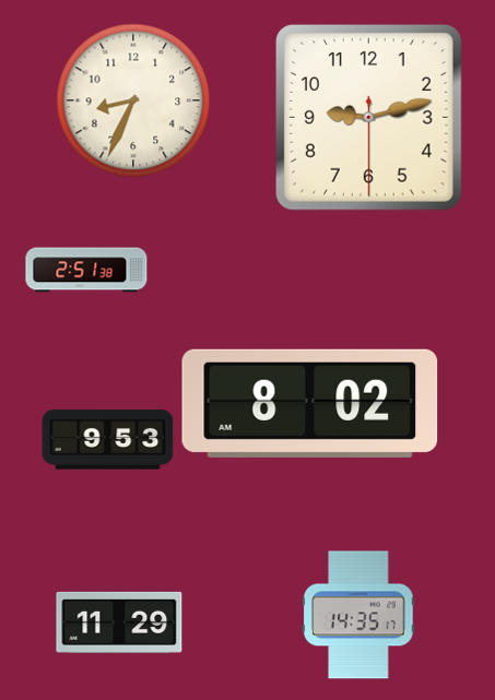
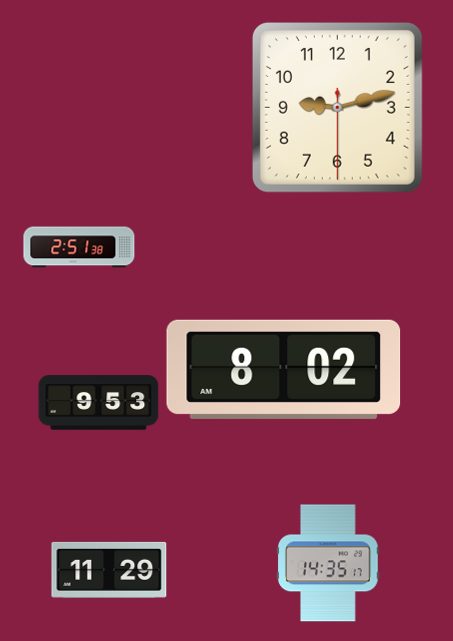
clock at (133, 100): 8:34 -> none
